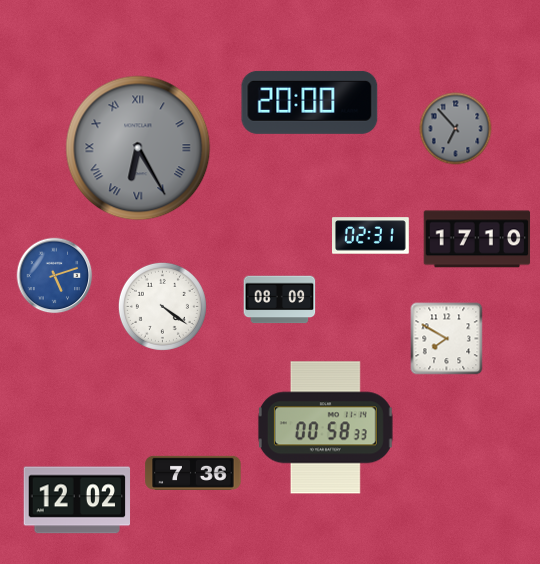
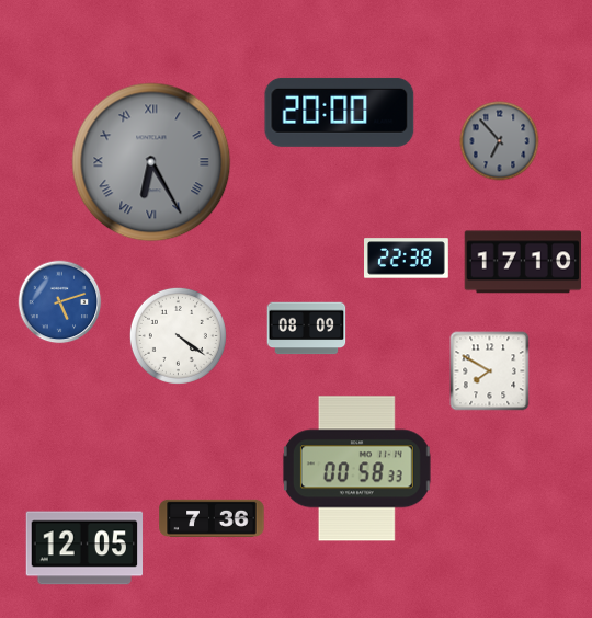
clock at (371, 236): 02:31 -> 22:38
clock at (77, 500): 12:02 -> 12:05
